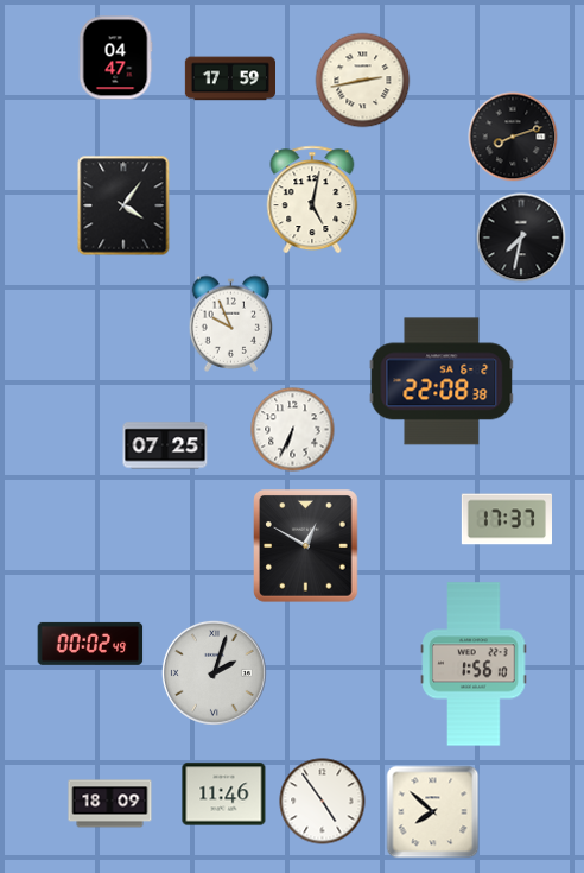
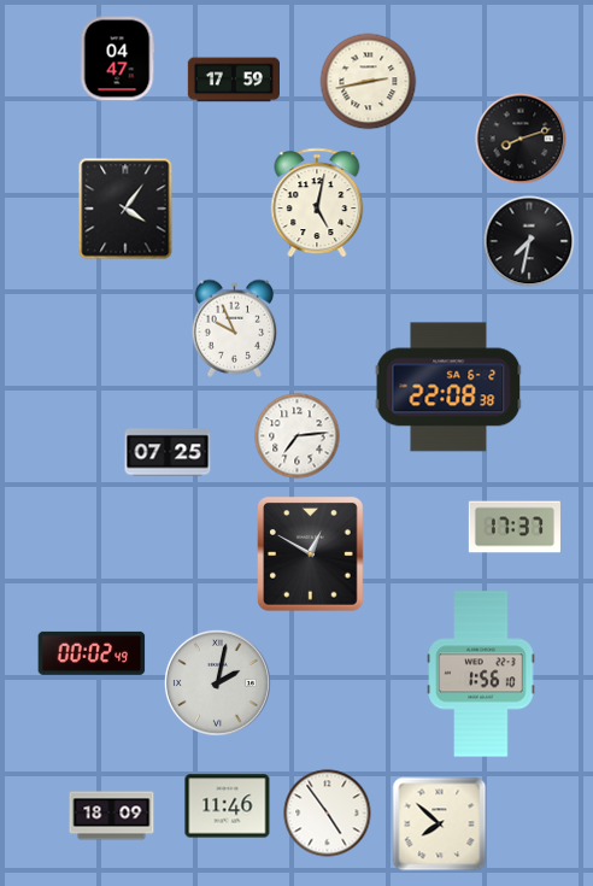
clock at (293, 430): 6:34 -> 7:14
clock at (214, 672): 2:03 -> 2:02
